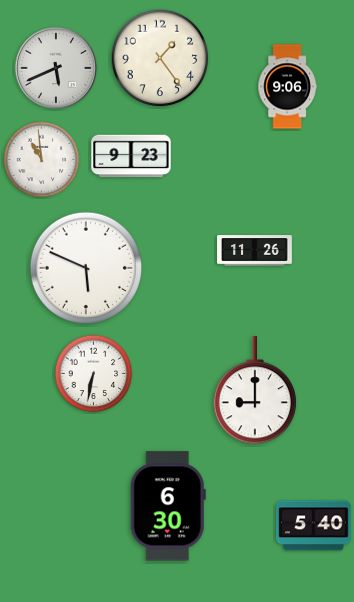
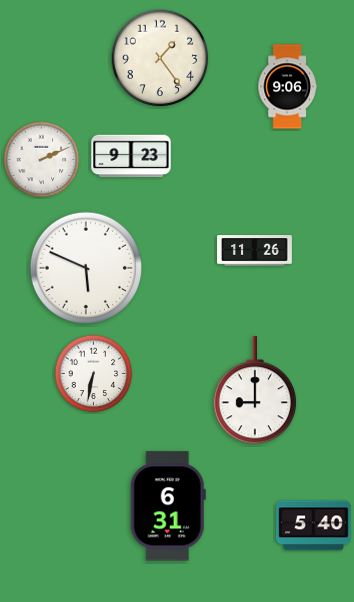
clock at (56, 68): 5:41 -> none
clock at (42, 160): 10:59 -> 2:11
clock at (168, 506): 6:30 -> 6:31
